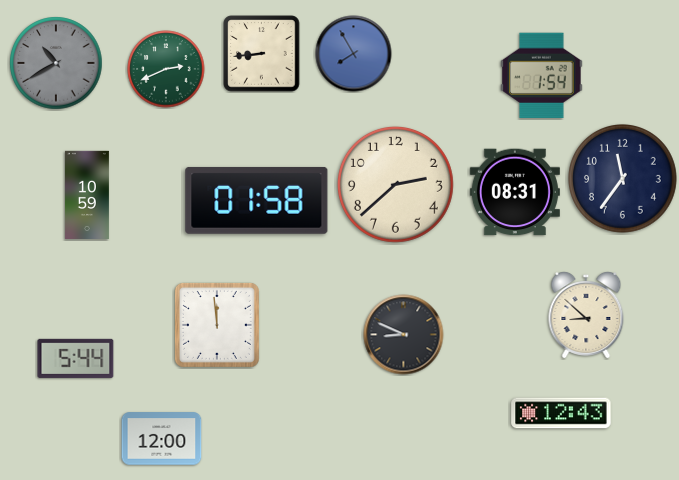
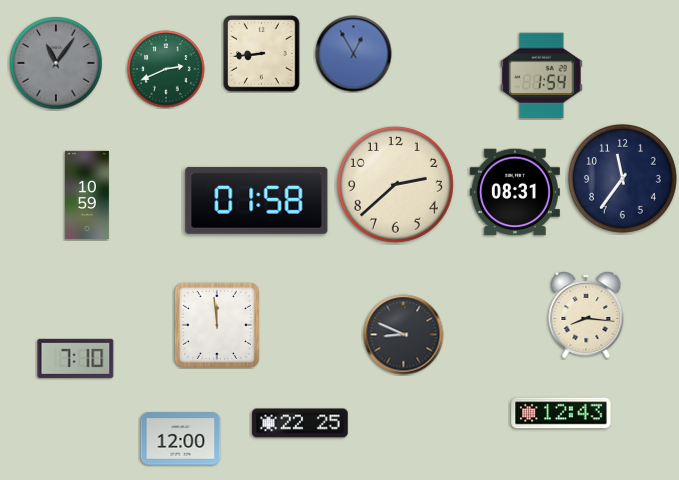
clock at (354, 54): 7:55 -> 12:55
clock at (56, 63): 10:40 -> 11:06
clock at (586, 316): 8:52 -> 8:16
clock at (76, 358): 5:44 -> 7:10
clock at (300, 423): none -> 22:25
clock at (162, 439) position: (162, 439) -> (181, 439)
